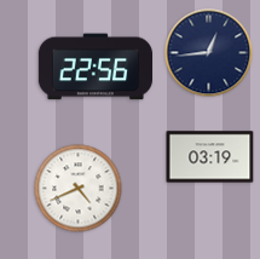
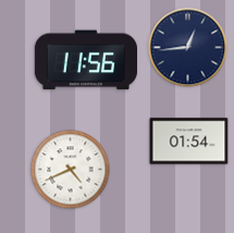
clock at (94, 67): 22:56 -> 11:56
clock at (210, 157): 03:19 -> 01:54
